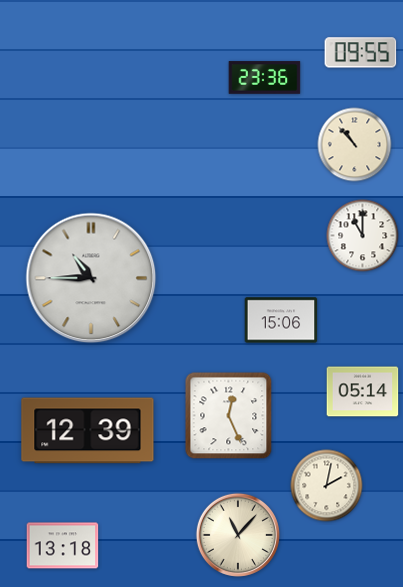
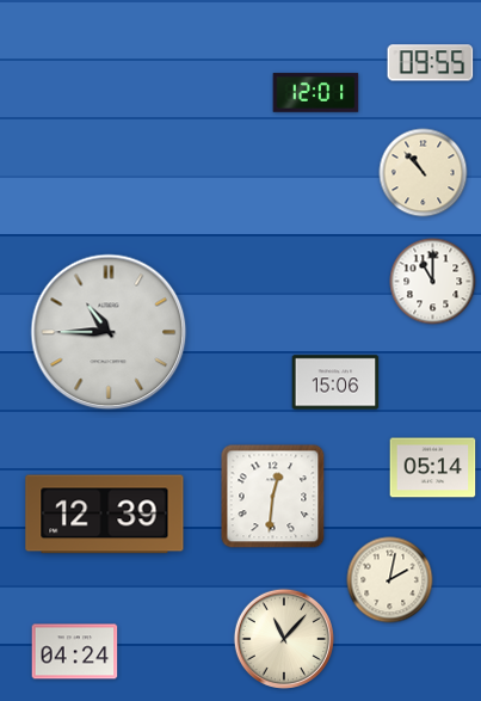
clock at (265, 78): 23:36 -> 12:01
clock at (229, 416): 12:26 -> 12:31
clock at (63, 546): 13:18 -> 04:24
